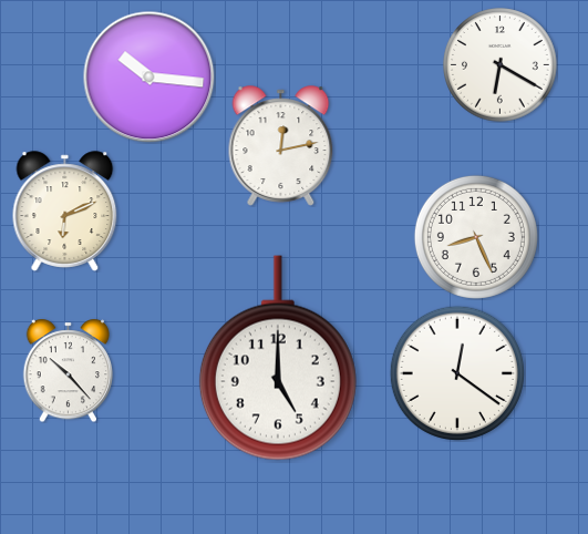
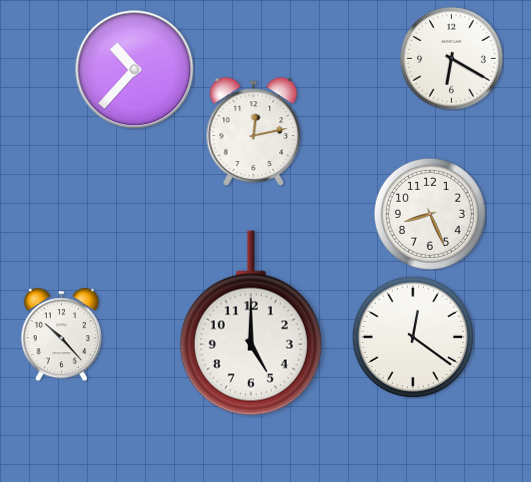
clock at (149, 78): 10:16 -> 10:37
clock at (65, 212): 6:11 -> none
